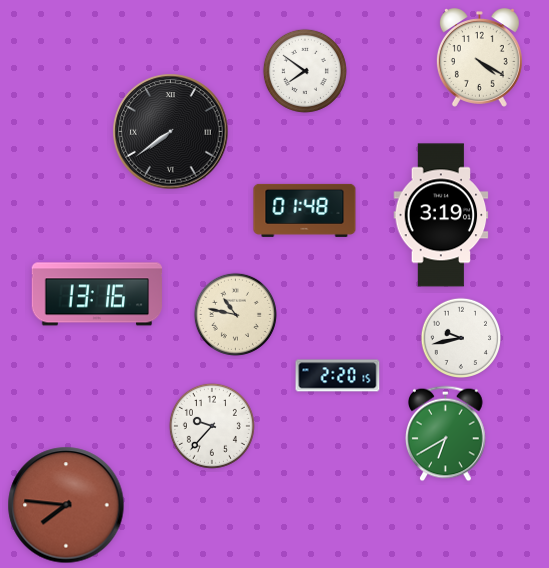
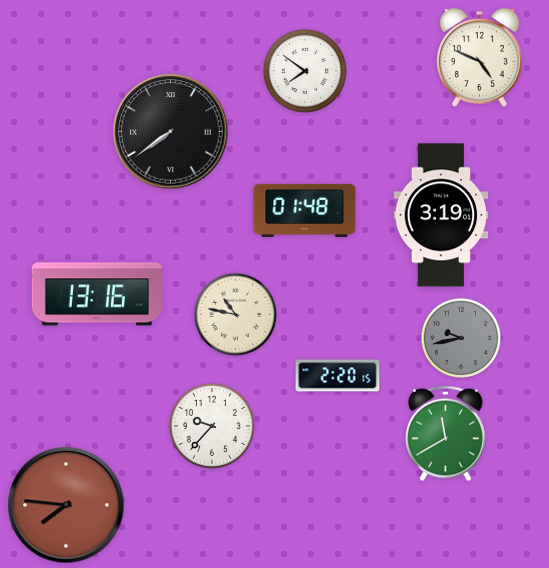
clock at (479, 58): 4:20 -> 4:49
clock at (460, 337) dial: white -> grey
clock at (446, 434): 6:40 -> 11:40
